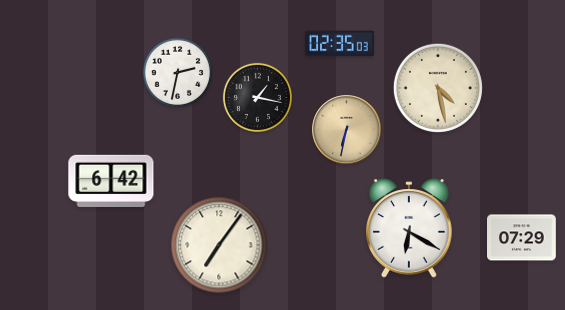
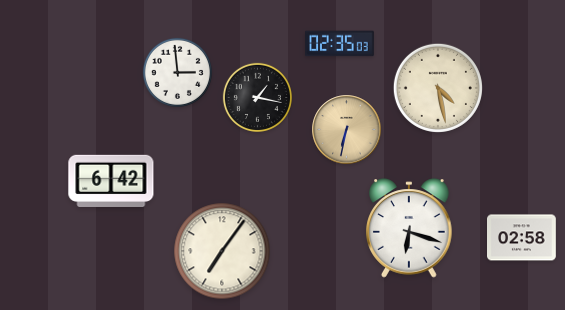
clock at (177, 72): 2:32 -> 2:59
clock at (409, 228): 6:20 -> 6:18
clock at (522, 238): 07:29 -> 02:58
clock at (219, 245) position: (219, 245) -> (222, 251)
